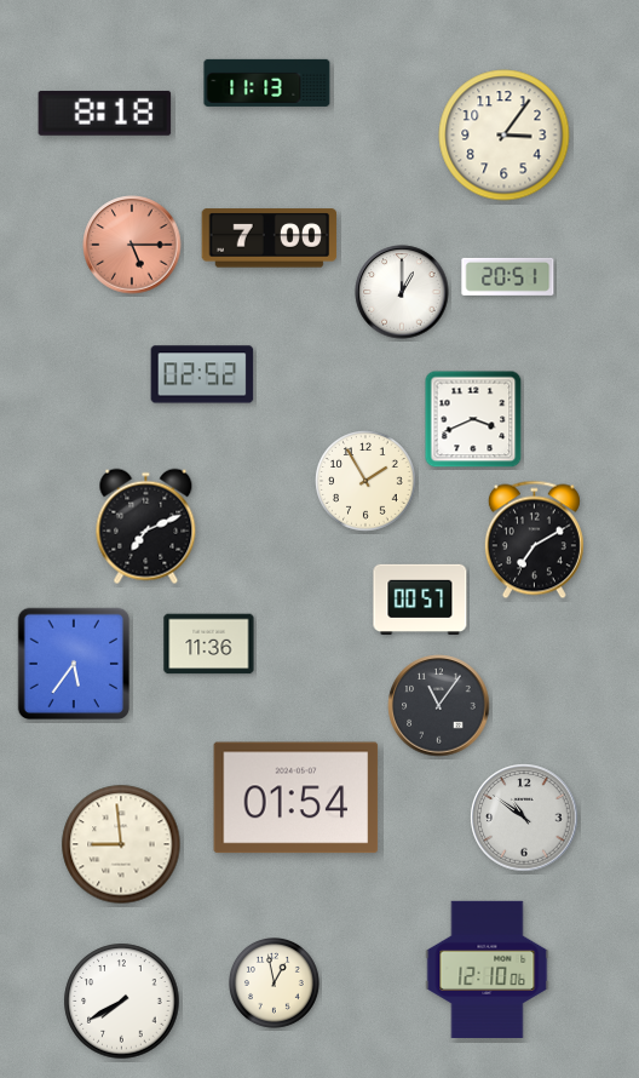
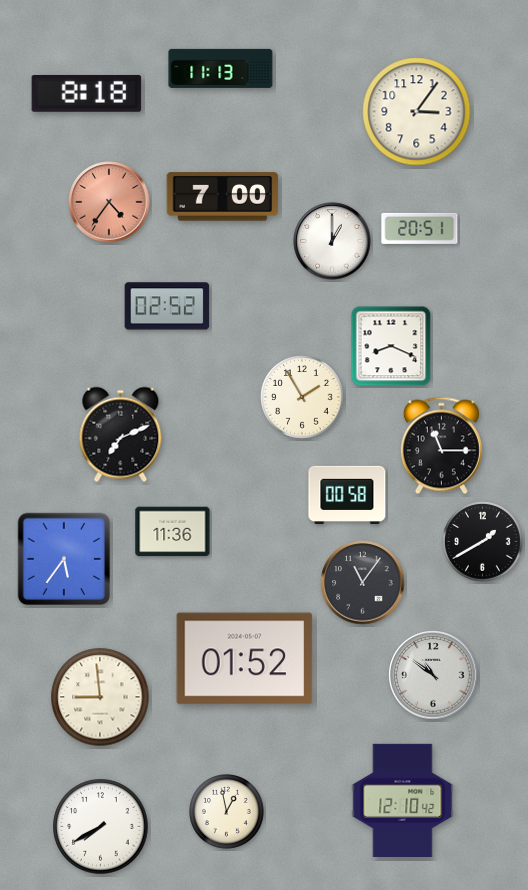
clock at (132, 245): 5:15 -> 4:36
clock at (202, 374) position: (202, 374) -> (167, 306)
clock at (473, 419): 3:41 -> 8:19
clock at (534, 540): 7:10 -> 11:15
clock at (420, 598): 00:57 -> 00:58
clock at (483, 542): none -> 1:40
clock at (74, 664) position: (74, 664) -> (64, 559)
clock at (297, 798): 01:54 -> 01:52
clock at (488, 969): 12:10:06 -> 12:10:42
